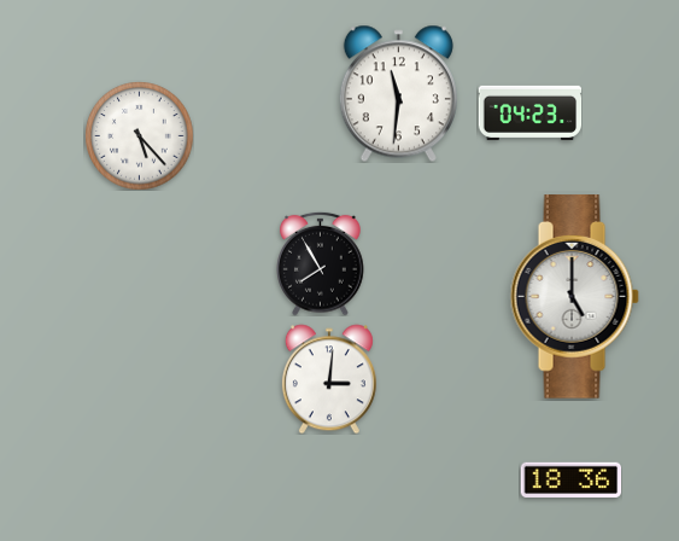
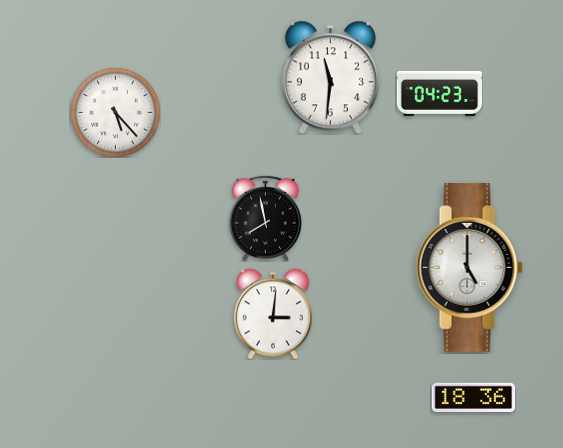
clock at (321, 263): 7:55 -> 7:58
clock at (574, 297) position: (574, 297) -> (469, 268)
